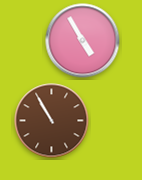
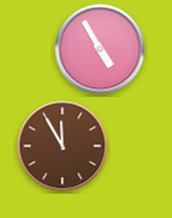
clock at (52, 121): 10:55 -> 11:55
